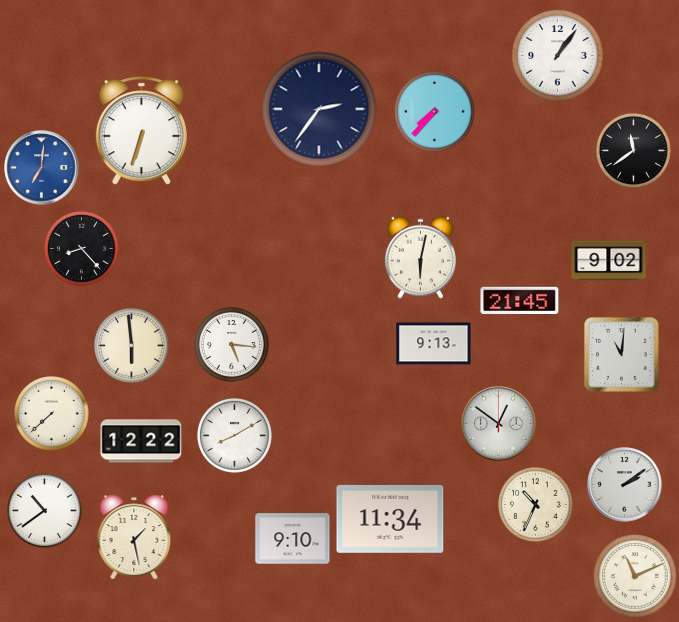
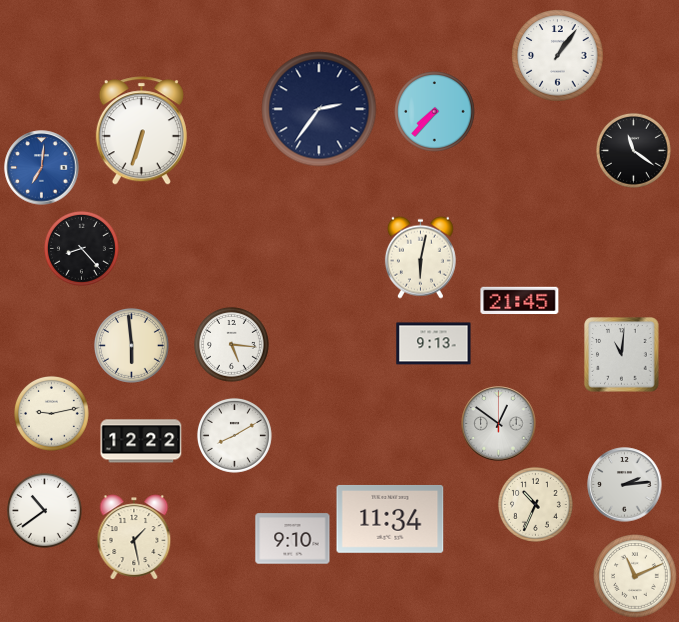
clock at (633, 150): 11:39 -> 11:21
clock at (609, 261): 9:02 -> none
clock at (51, 413): 7:38 -> 9:13
clock at (625, 485): 2:09 -> 2:14
